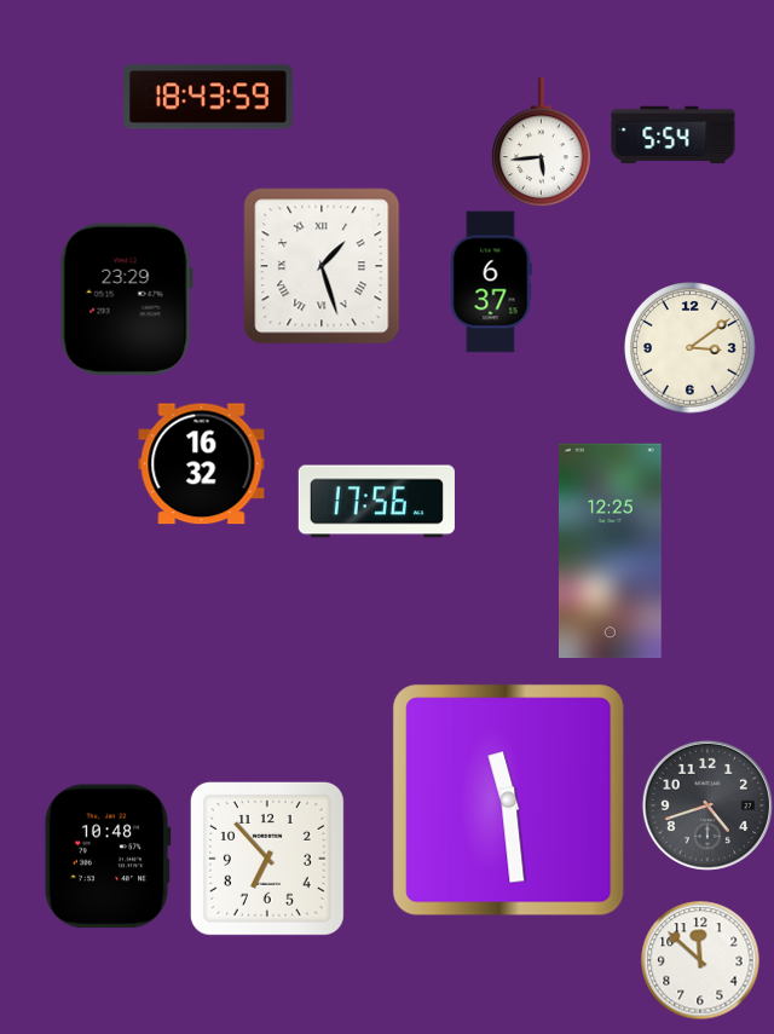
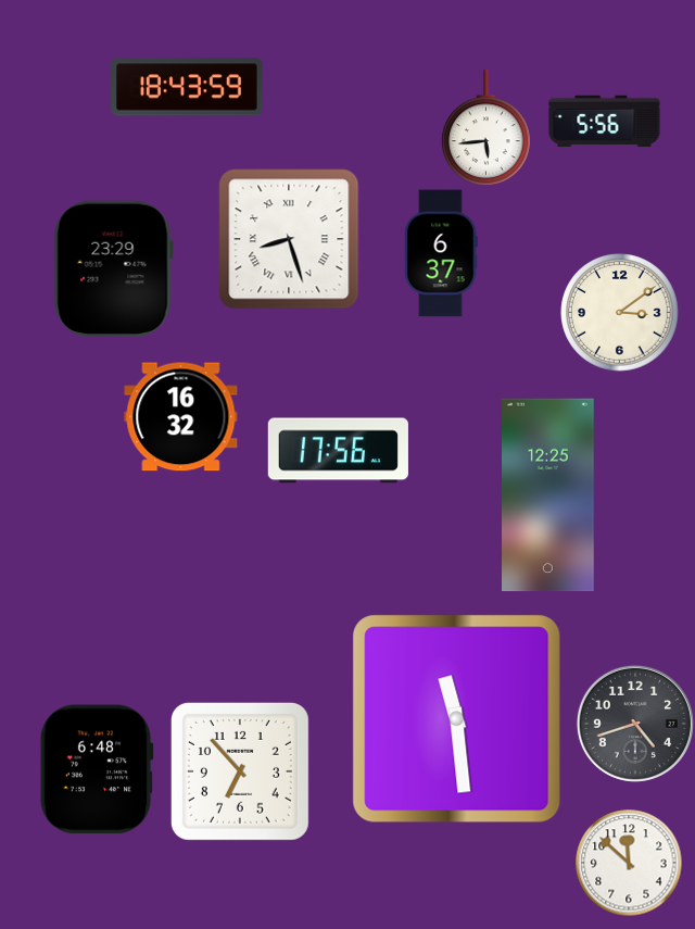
clock at (674, 135): 5:54 -> 5:56
clock at (322, 266): 1:27 -> 8:27
clock at (108, 856): 10:48 -> 6:48
